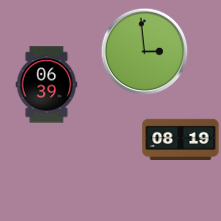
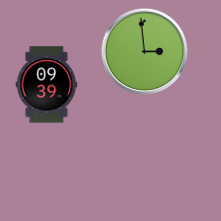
clock at (47, 85): 06:39 -> 09:39
clock at (181, 139): 08:19 -> none
